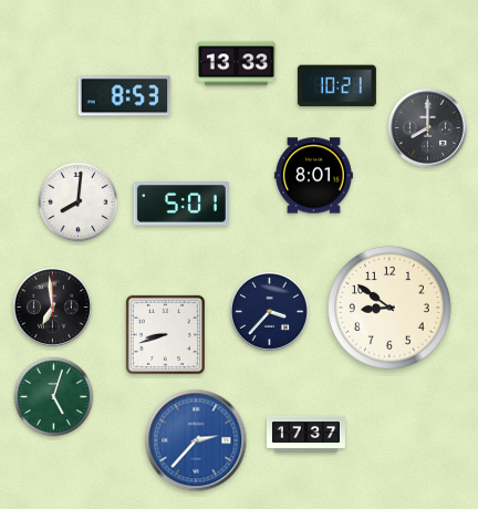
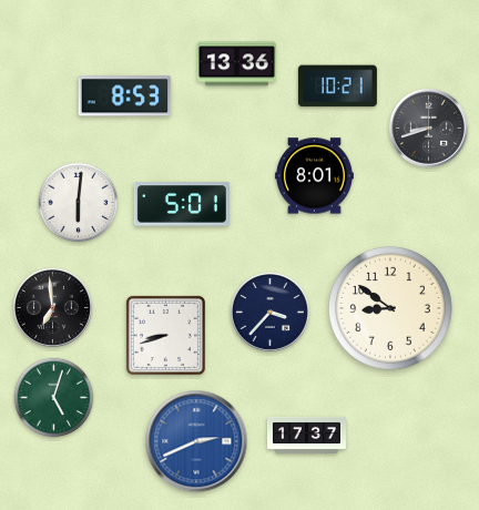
clock at (236, 64): 13:33 -> 13:36
clock at (427, 127): 8:00 -> 8:42
clock at (79, 202): 8:01 -> 6:01
clock at (196, 440): 2:37 -> 2:41
